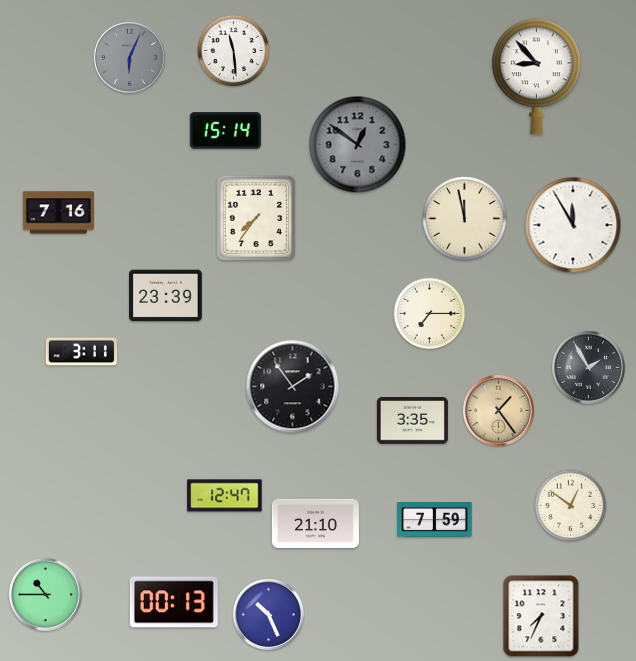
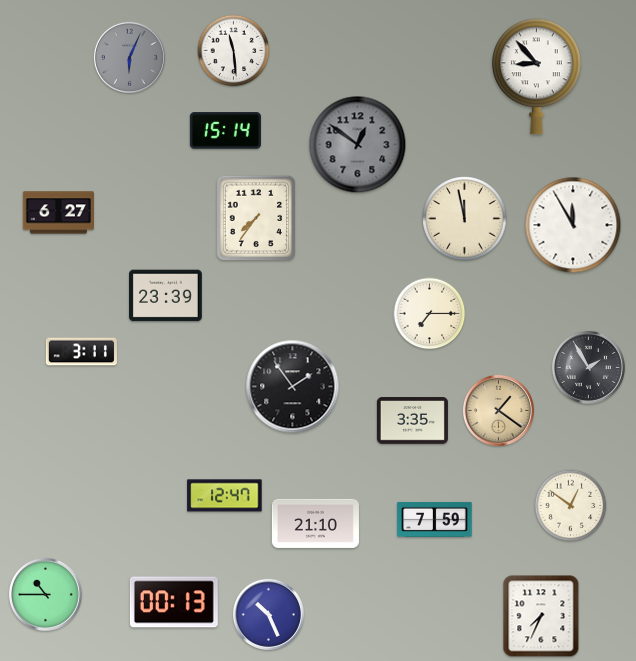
clock at (58, 213): 7:16 -> 6:27
clock at (498, 410): 1:24 -> 1:21
